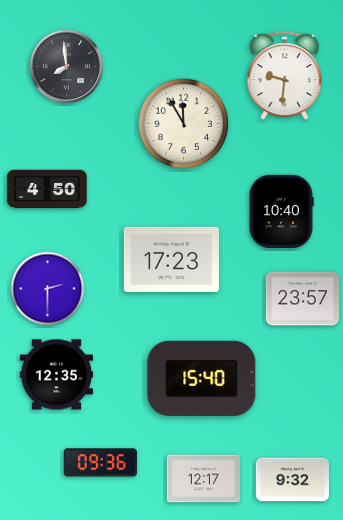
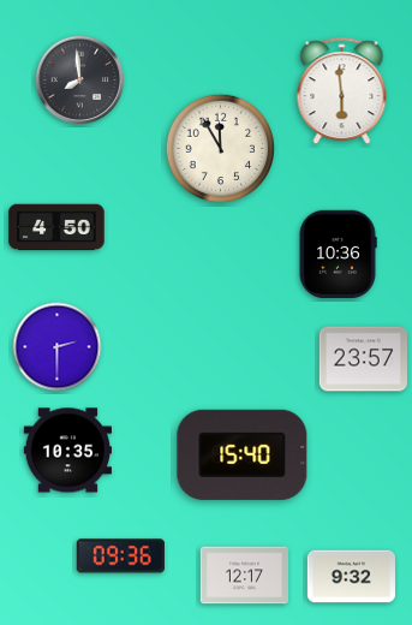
clock at (285, 76): 9:31 -> 5:59
clock at (281, 211): 10:40 -> 10:36
clock at (171, 259): 17:23 -> none
clock at (56, 375): 12:35 -> 10:35
